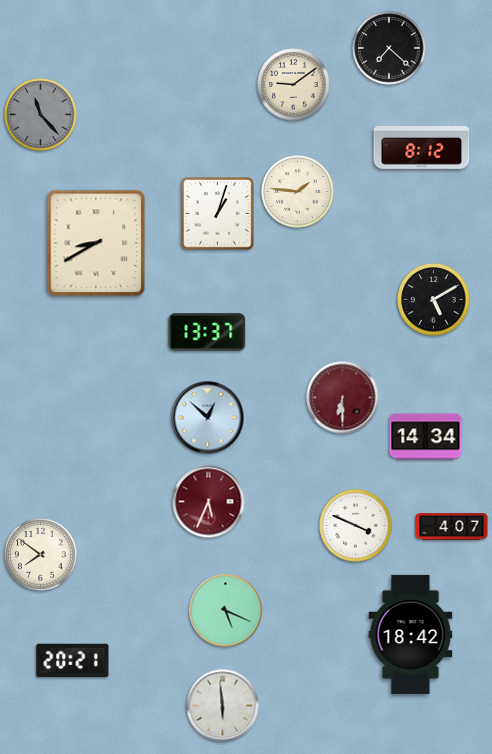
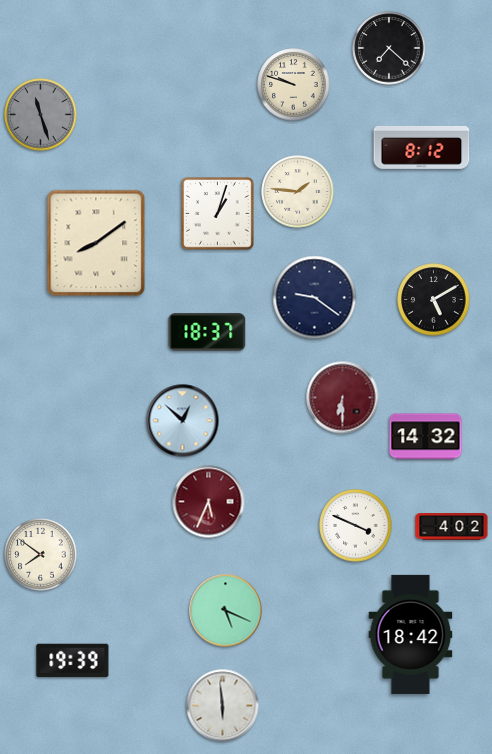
clock at (294, 85): 9:09 -> 9:48
clock at (41, 115): 11:23 -> 11:27
clock at (96, 243): 8:40 -> 8:09
clock at (315, 298): none -> 9:21
clock at (207, 332): 13:37 -> 18:37
clock at (208, 418) position: (208, 418) -> (183, 421)
clock at (426, 437): 14:34 -> 14:32
clock at (452, 527): 4:07 -> 4:02
clock at (73, 661): 20:21 -> 19:39
